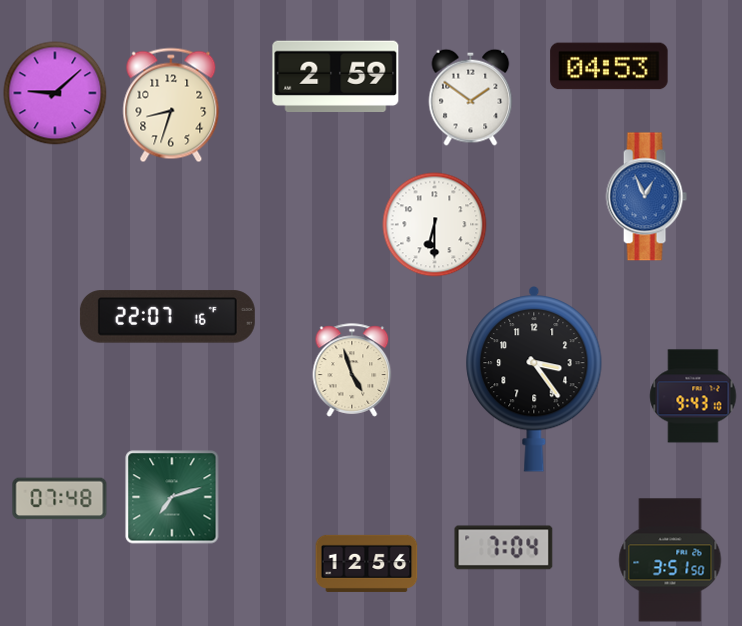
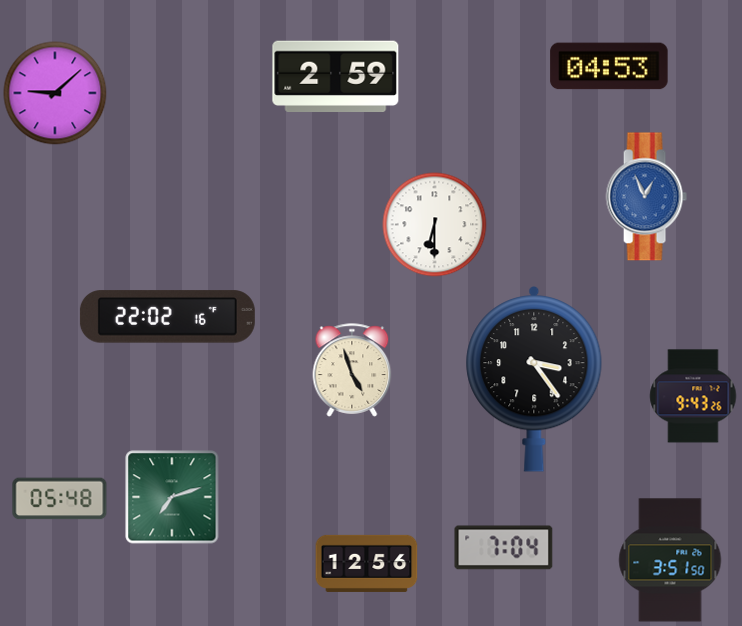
clock at (471, 97): 1:51 -> none
clock at (171, 105): 8:33 -> none
clock at (167, 317): 22:07 -> 22:02
clock at (693, 396): 9:43:10 -> 9:43:26
clock at (60, 499): 07:48 -> 05:48
